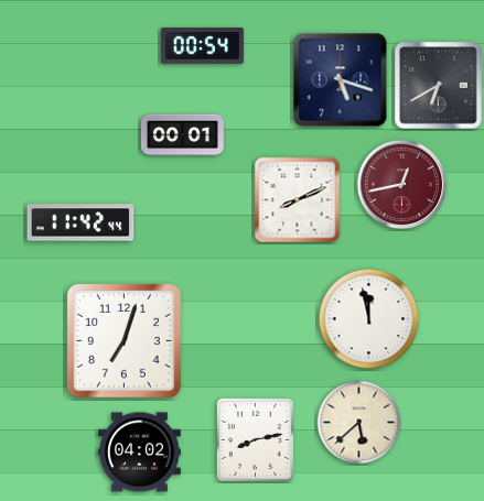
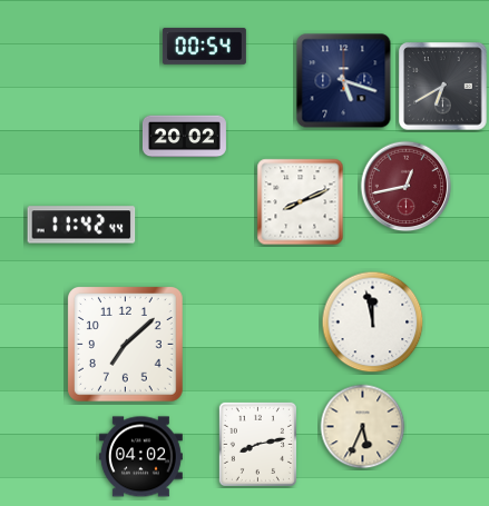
clock at (182, 135): 00:01 -> 20:02
clock at (125, 341): 7:03 -> 7:08
clock at (359, 423): 5:38 -> 5:34
